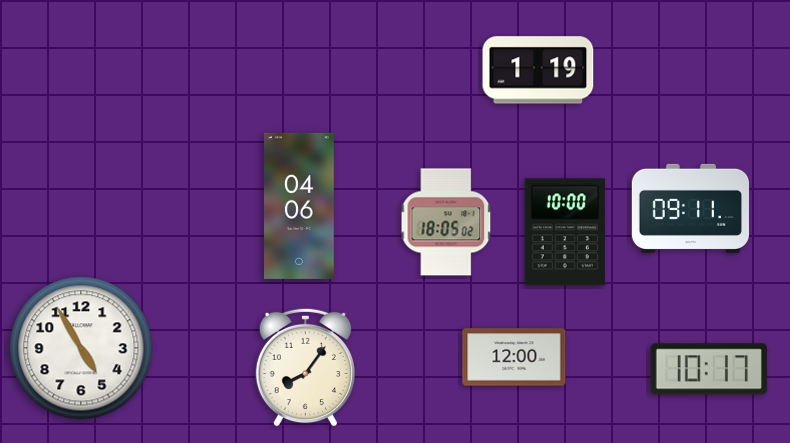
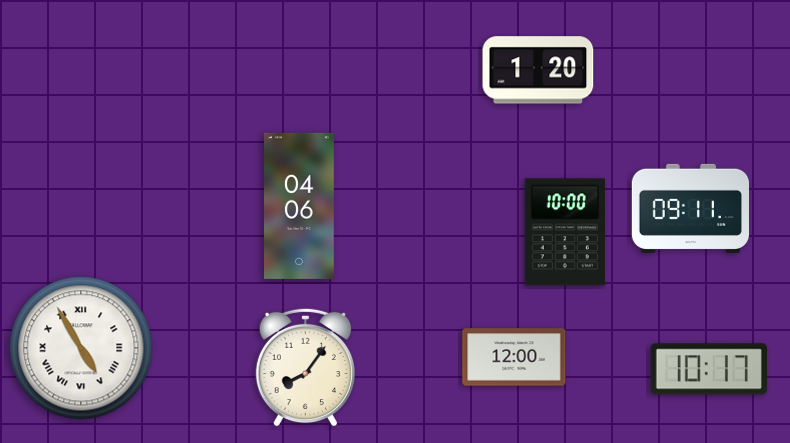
clock at (538, 70): 1:19 -> 1:20
clock at (446, 222): 18:05 -> none
clock at (81, 348) numerals: Arabic -> Roman
